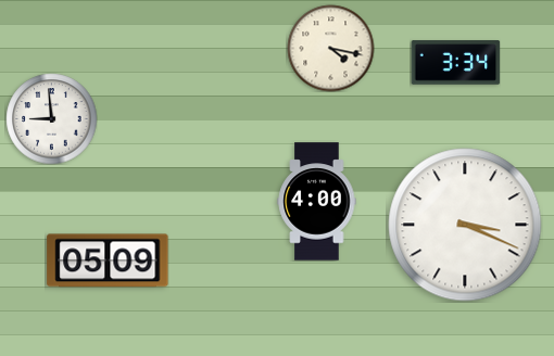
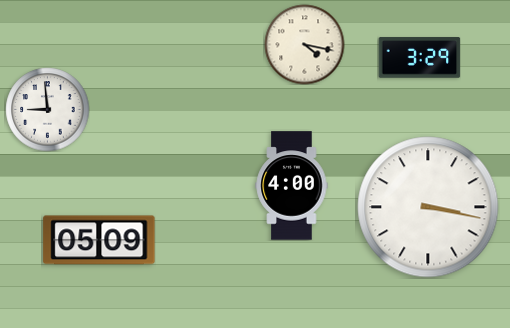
clock at (455, 63): 3:34 -> 3:29
clock at (465, 225): 3:19 -> 3:17
